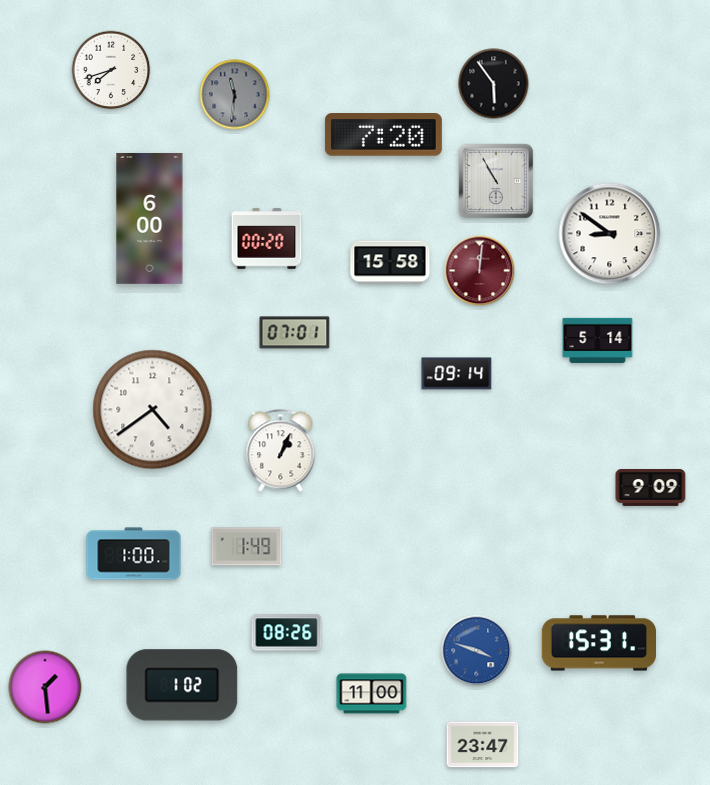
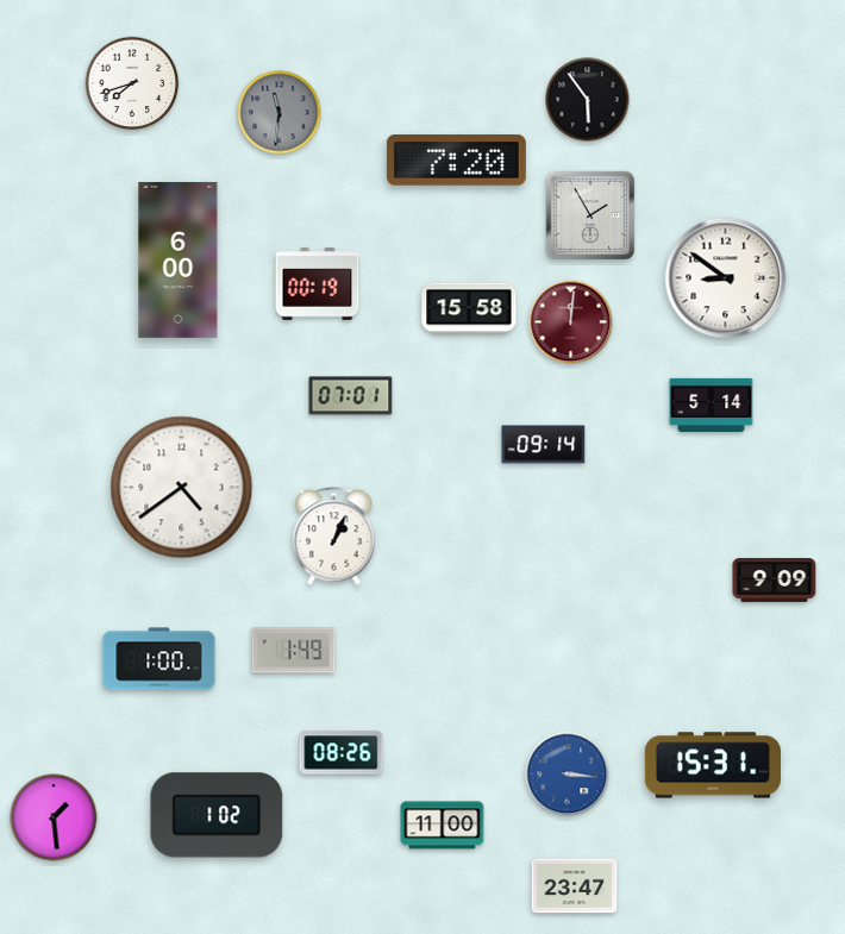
clock at (496, 181): 10:55 -> 1:55
clock at (267, 239): 00:20 -> 00:19
clock at (390, 262) position: (390, 262) -> (469, 308)
clock at (477, 651): 3:48 -> 3:16
